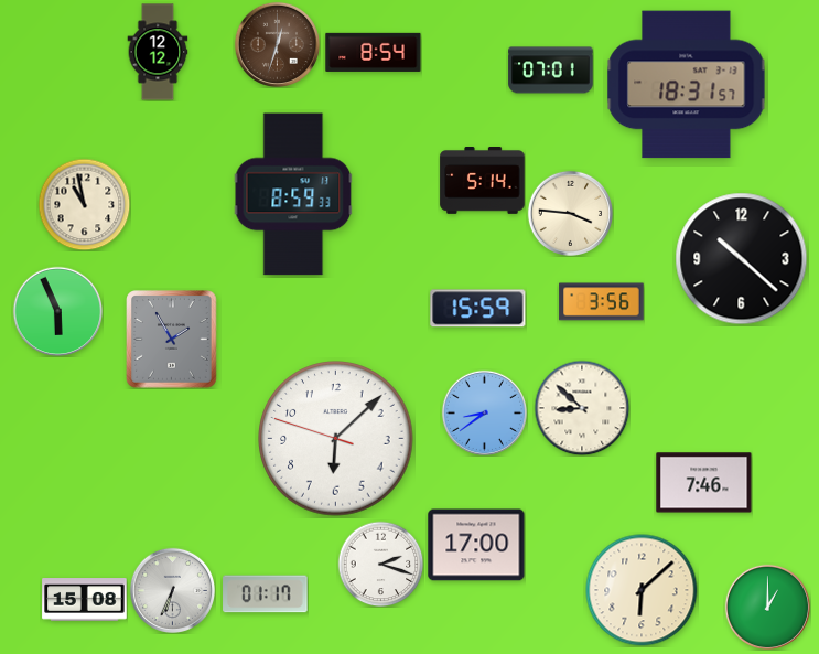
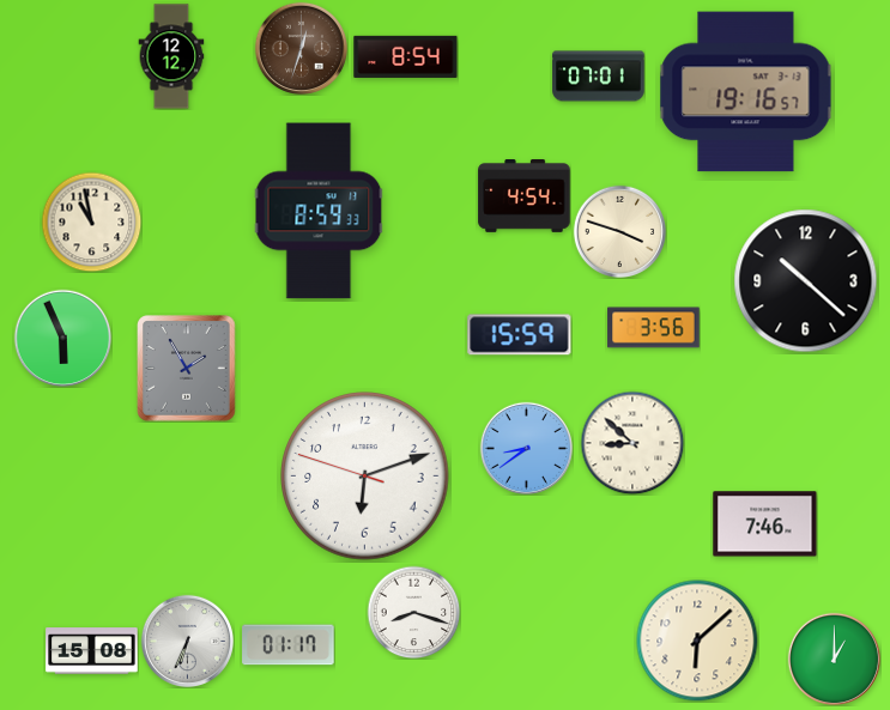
clock at (687, 85): 18:31 -> 19:16
clock at (483, 181): 5:14 -> 4:54
clock at (570, 213): 3:46 -> 3:48
clock at (336, 439): 6:07 -> 6:11
clock at (476, 545): 17:00 -> none
clock at (380, 564): 2:18 -> 8:18
